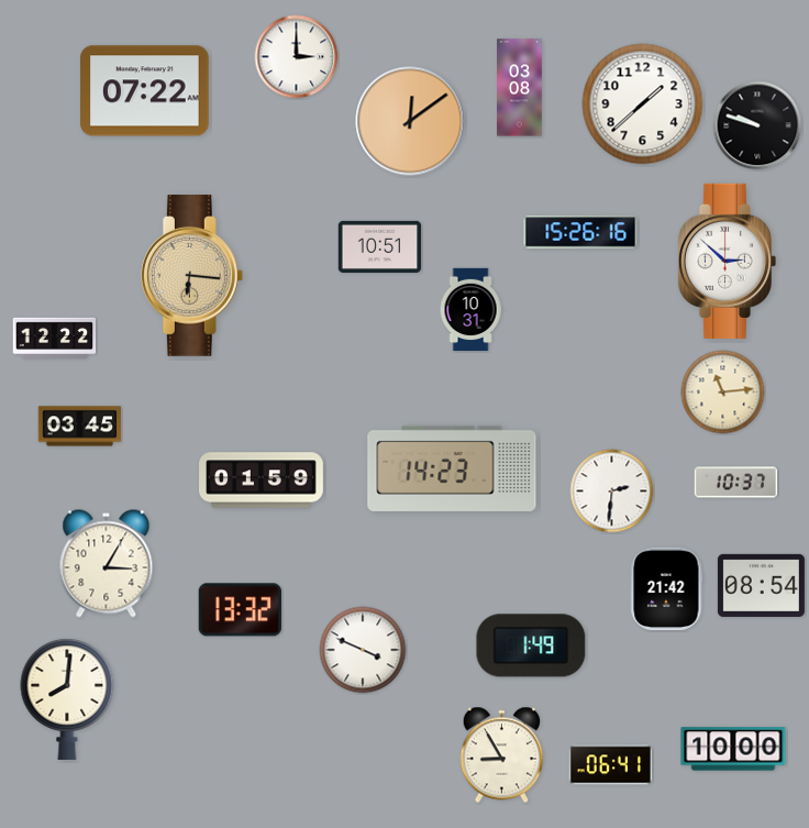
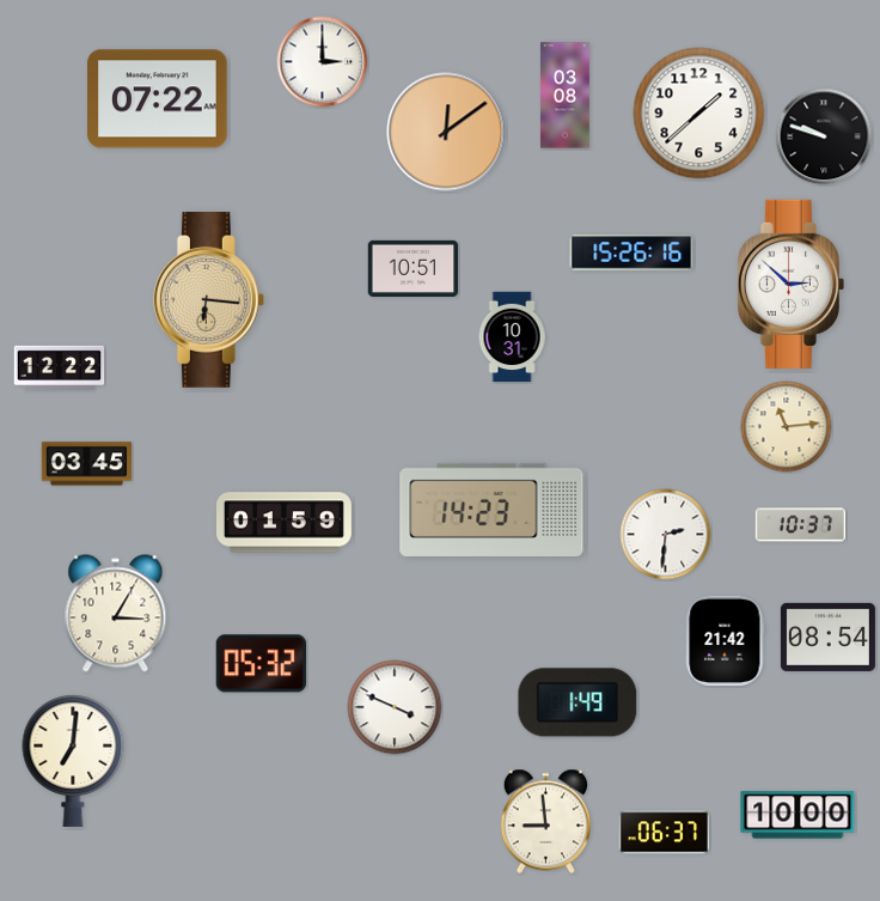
clock at (240, 610): 13:32 -> 05:32
clock at (67, 699): 8:01 -> 7:01
clock at (501, 755): 8:55 -> 8:59
clock at (611, 765): 06:41 -> 06:37
